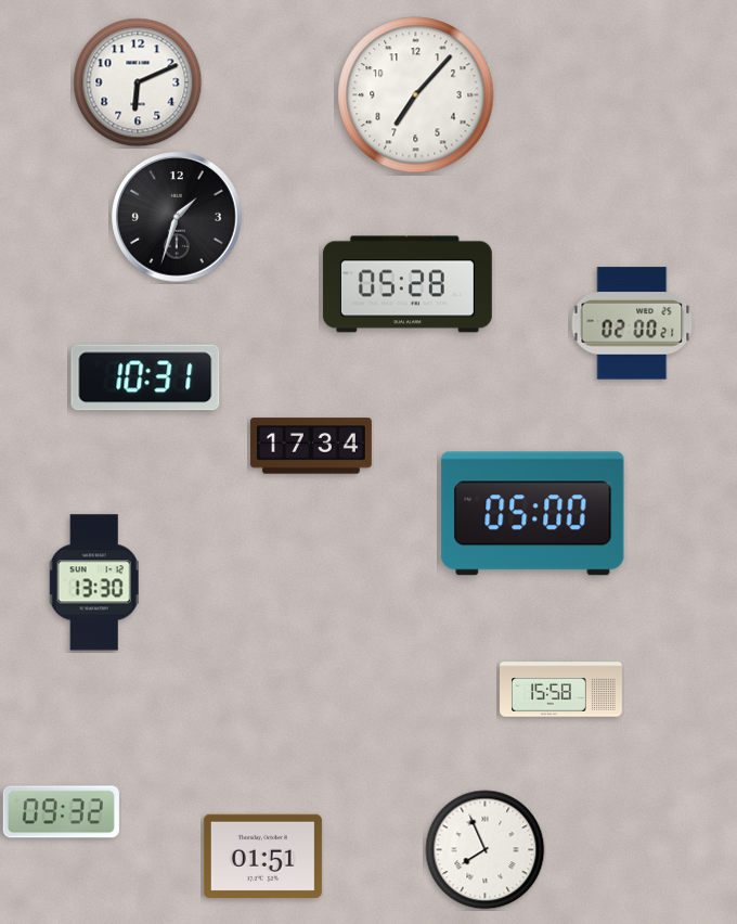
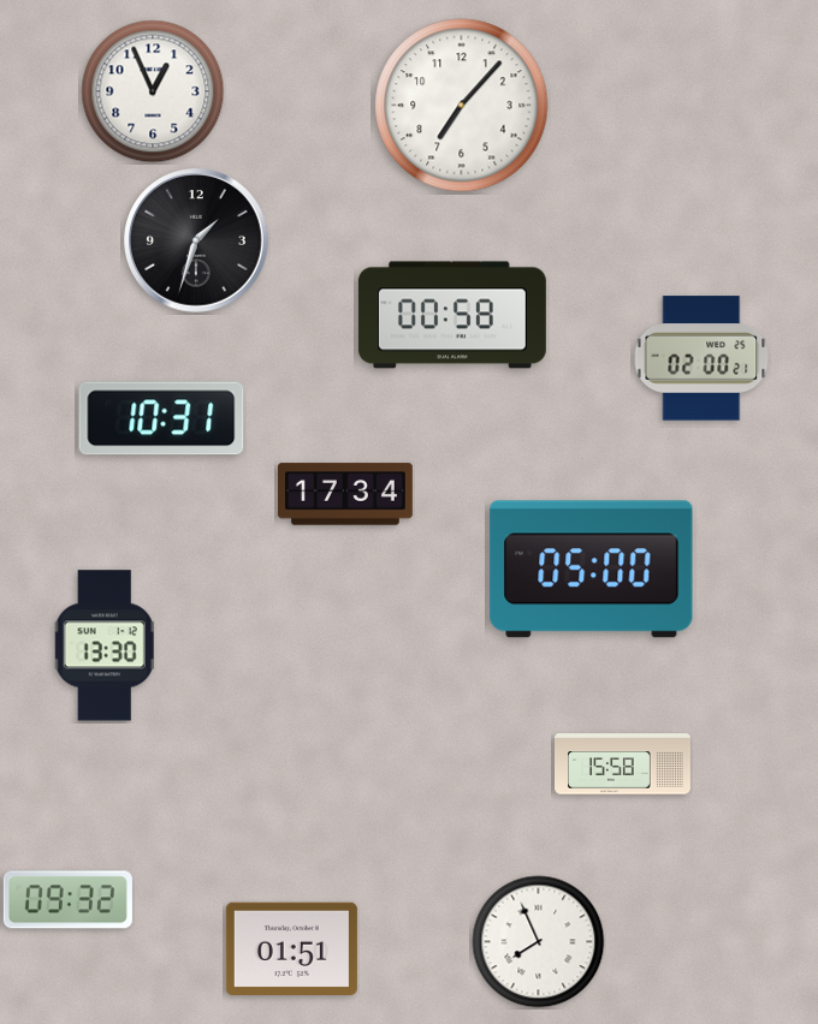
clock at (138, 82): 6:11 -> 12:56
clock at (408, 284): 05:28 -> 00:58
